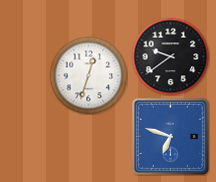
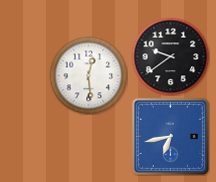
clock at (88, 75): 12:33 -> 12:29
clock at (170, 136): 6:48 -> 6:43
